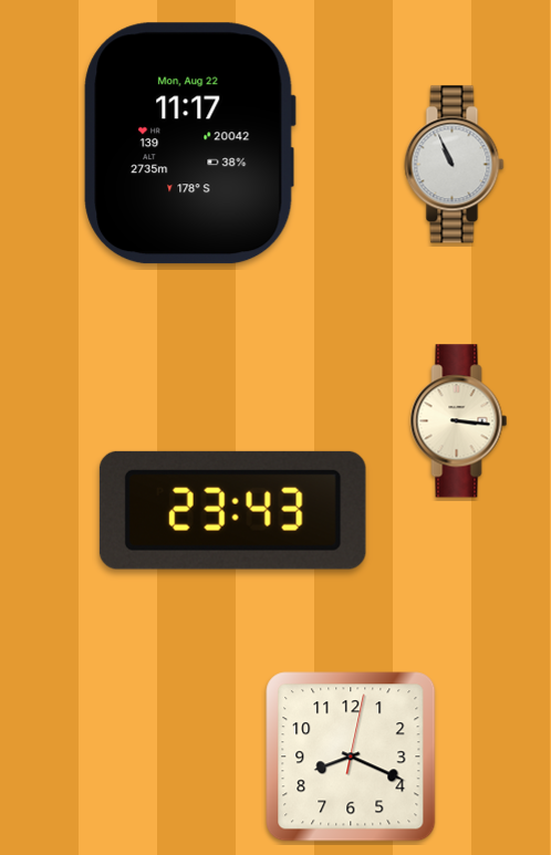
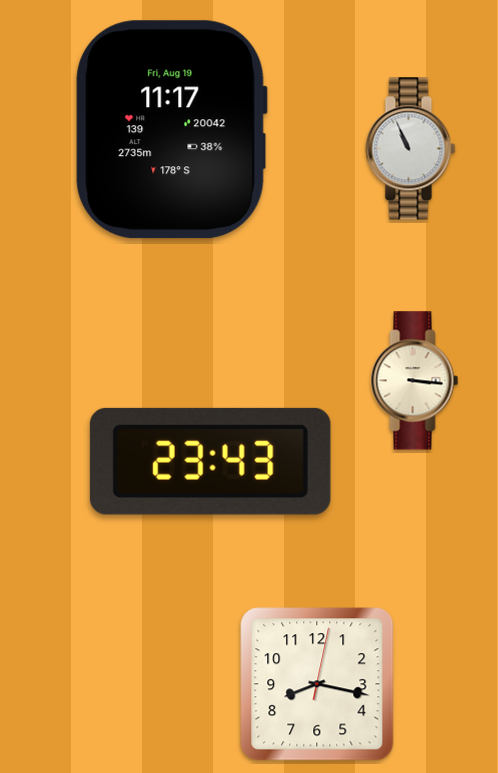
clock at (189, 144) date: Mon, Aug 22 -> Fri, Aug 19
clock at (351, 757): 8:19 -> 8:17
